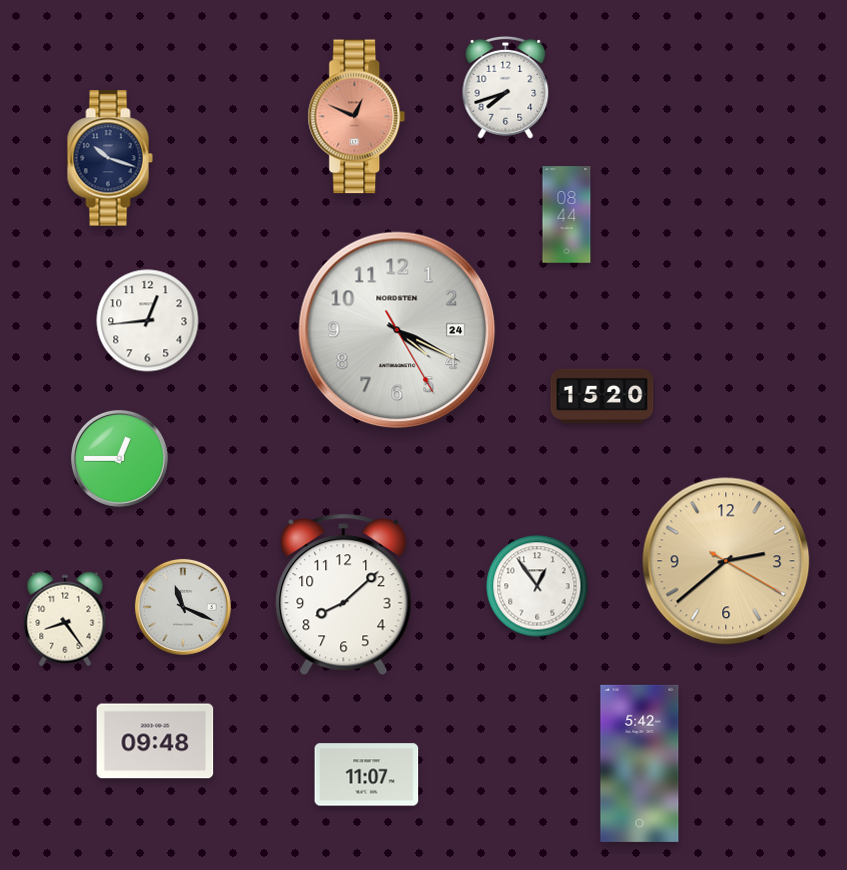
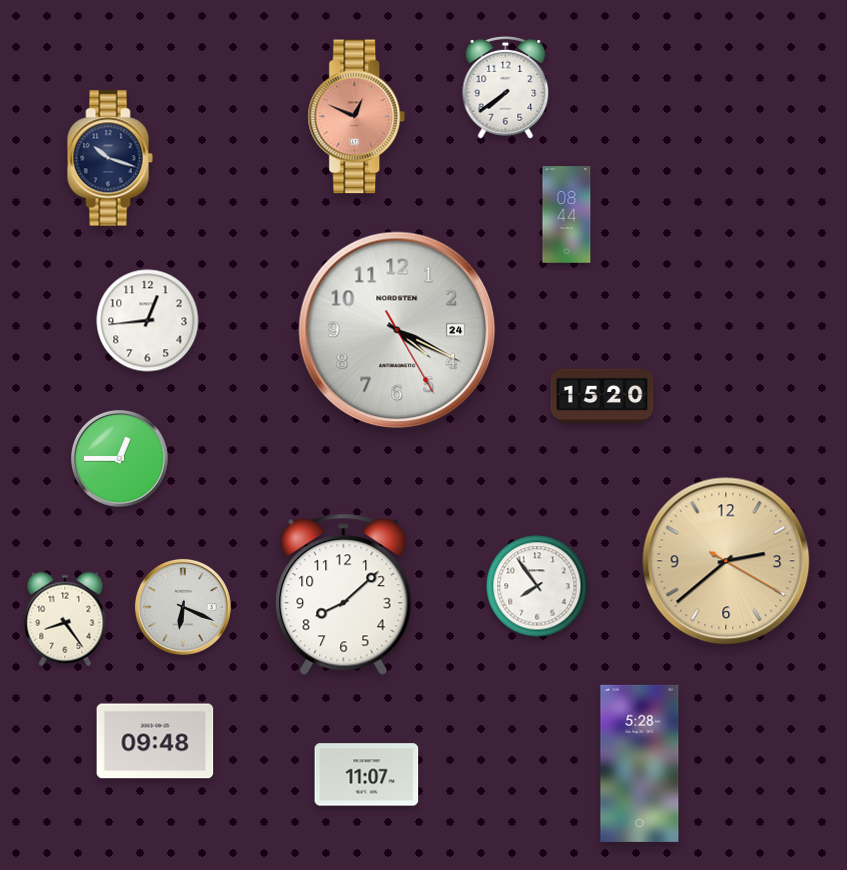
clock at (506, 87): 7:42 -> 7:39
clock at (537, 586): 12:54 -> 7:54
clock at (183, 607): 11:19 -> 6:19
clock at (640, 763): 5:42 -> 5:28
